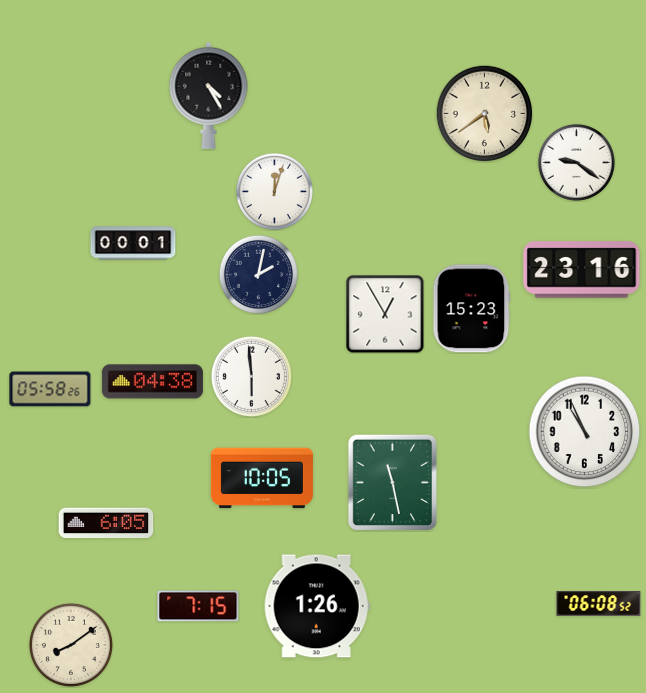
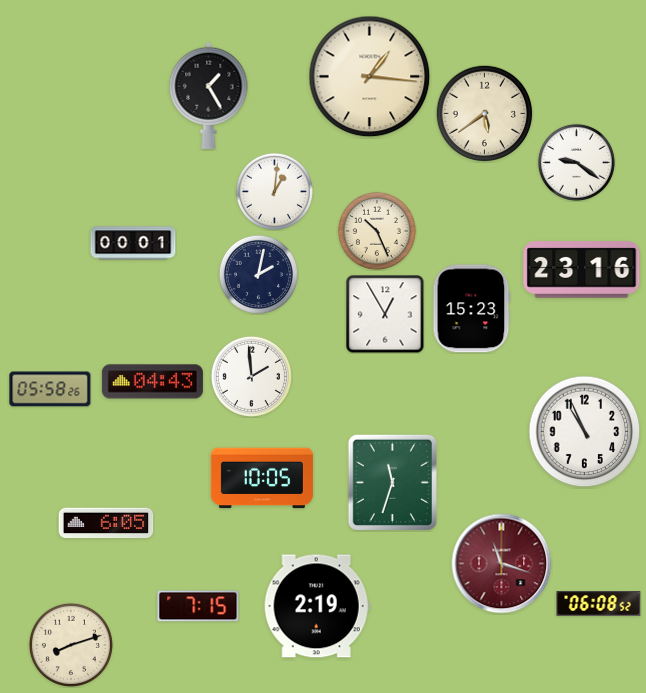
clock at (370, 77): none -> 1:16
clock at (209, 95): 4:25 -> 1:25
clock at (274, 191): 12:03 -> 1:01
clock at (377, 231): none -> 10:26
clock at (251, 376): 5:59 -> 1:59
clock at (152, 382): 04:38 -> 04:43
clock at (392, 482): 11:28 -> 11:33
clock at (502, 564): none -> 11:18
clock at (317, 606): 1:26 -> 2:19
clock at (71, 645): 8:09 -> 8:12
